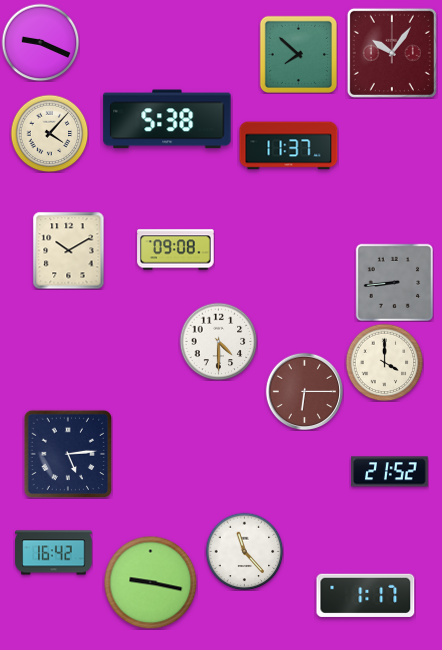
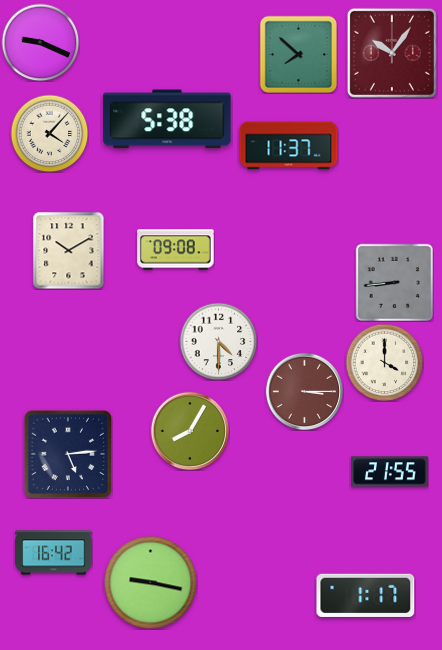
clock at (304, 391): 6:15 -> 3:15
clock at (190, 431): none -> 8:05
clock at (390, 472): 21:52 -> 21:55
clock at (244, 551): 11:23 -> none
